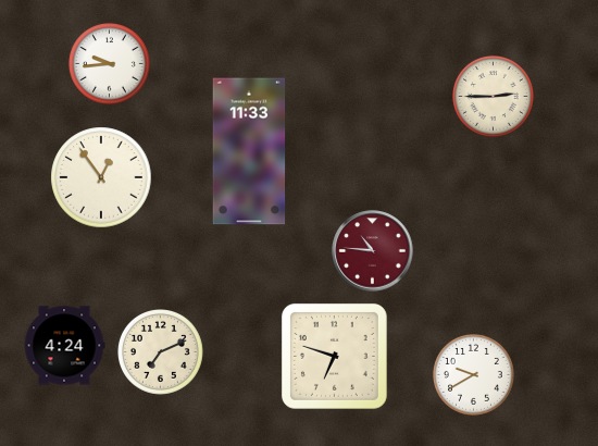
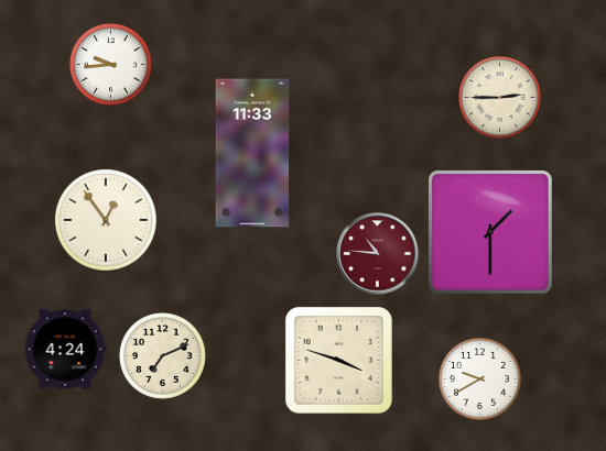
clock at (101, 177) position: (101, 177) -> (106, 220)
clock at (490, 232): none -> 1:30
clock at (334, 356): 6:48 -> 3:48
